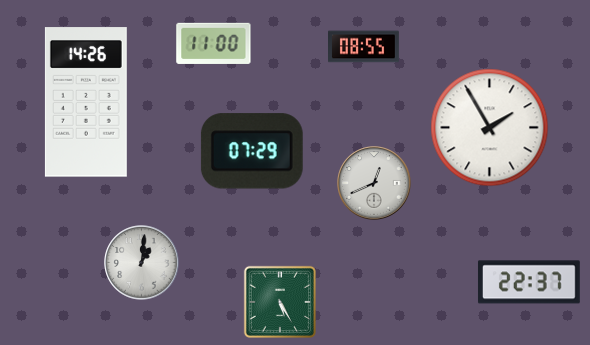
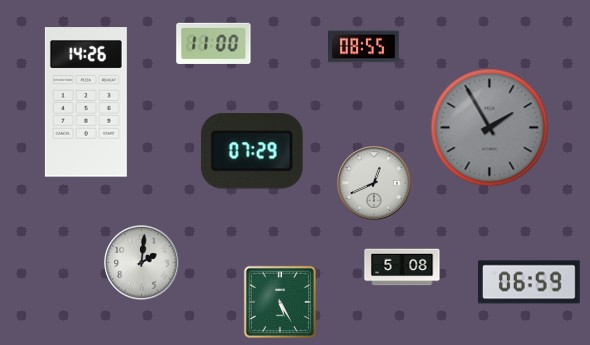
clock at (490, 128) dial: white -> grey
clock at (142, 263): 1:01 -> 2:01
clock at (402, 267): none -> 5:08
clock at (529, 282): 22:37 -> 06:59
